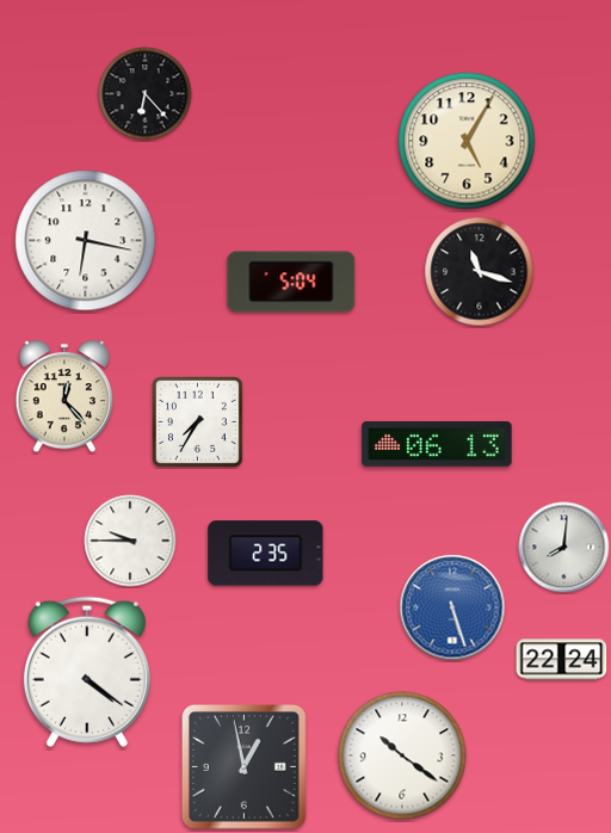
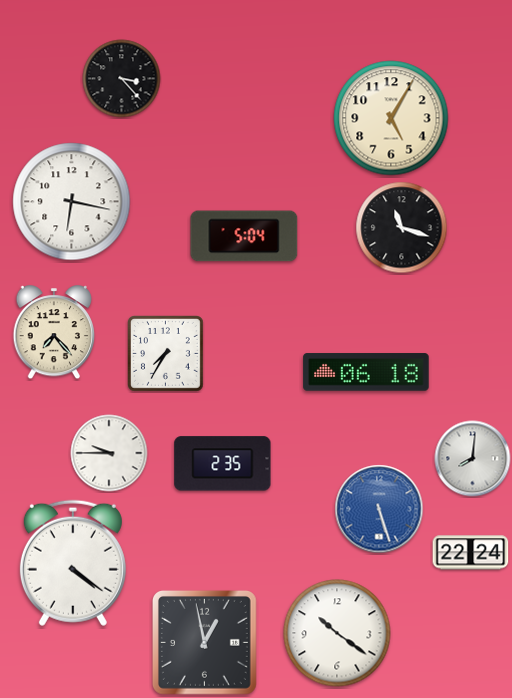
clock at (146, 94): 6:23 -> 3:23
clock at (64, 397): 12:23 -> 7:23
clock at (437, 444): 06:13 -> 06:18
